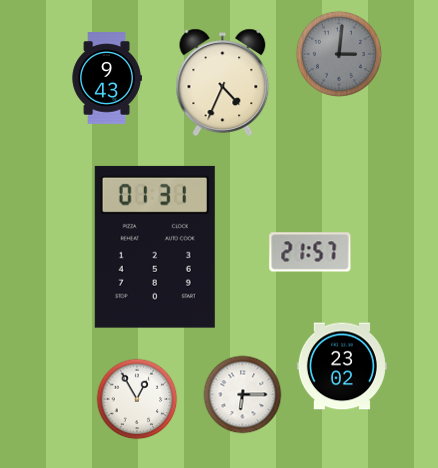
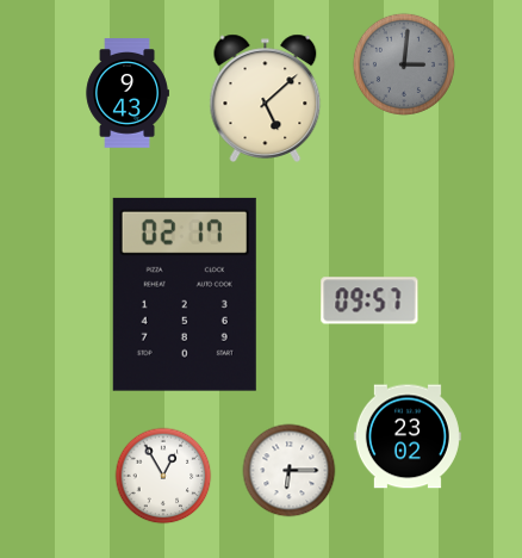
clock at (223, 82): 4:34 -> 5:08
clock at (155, 247): 01:31 -> 02:17
clock at (310, 252): 21:57 -> 09:57
